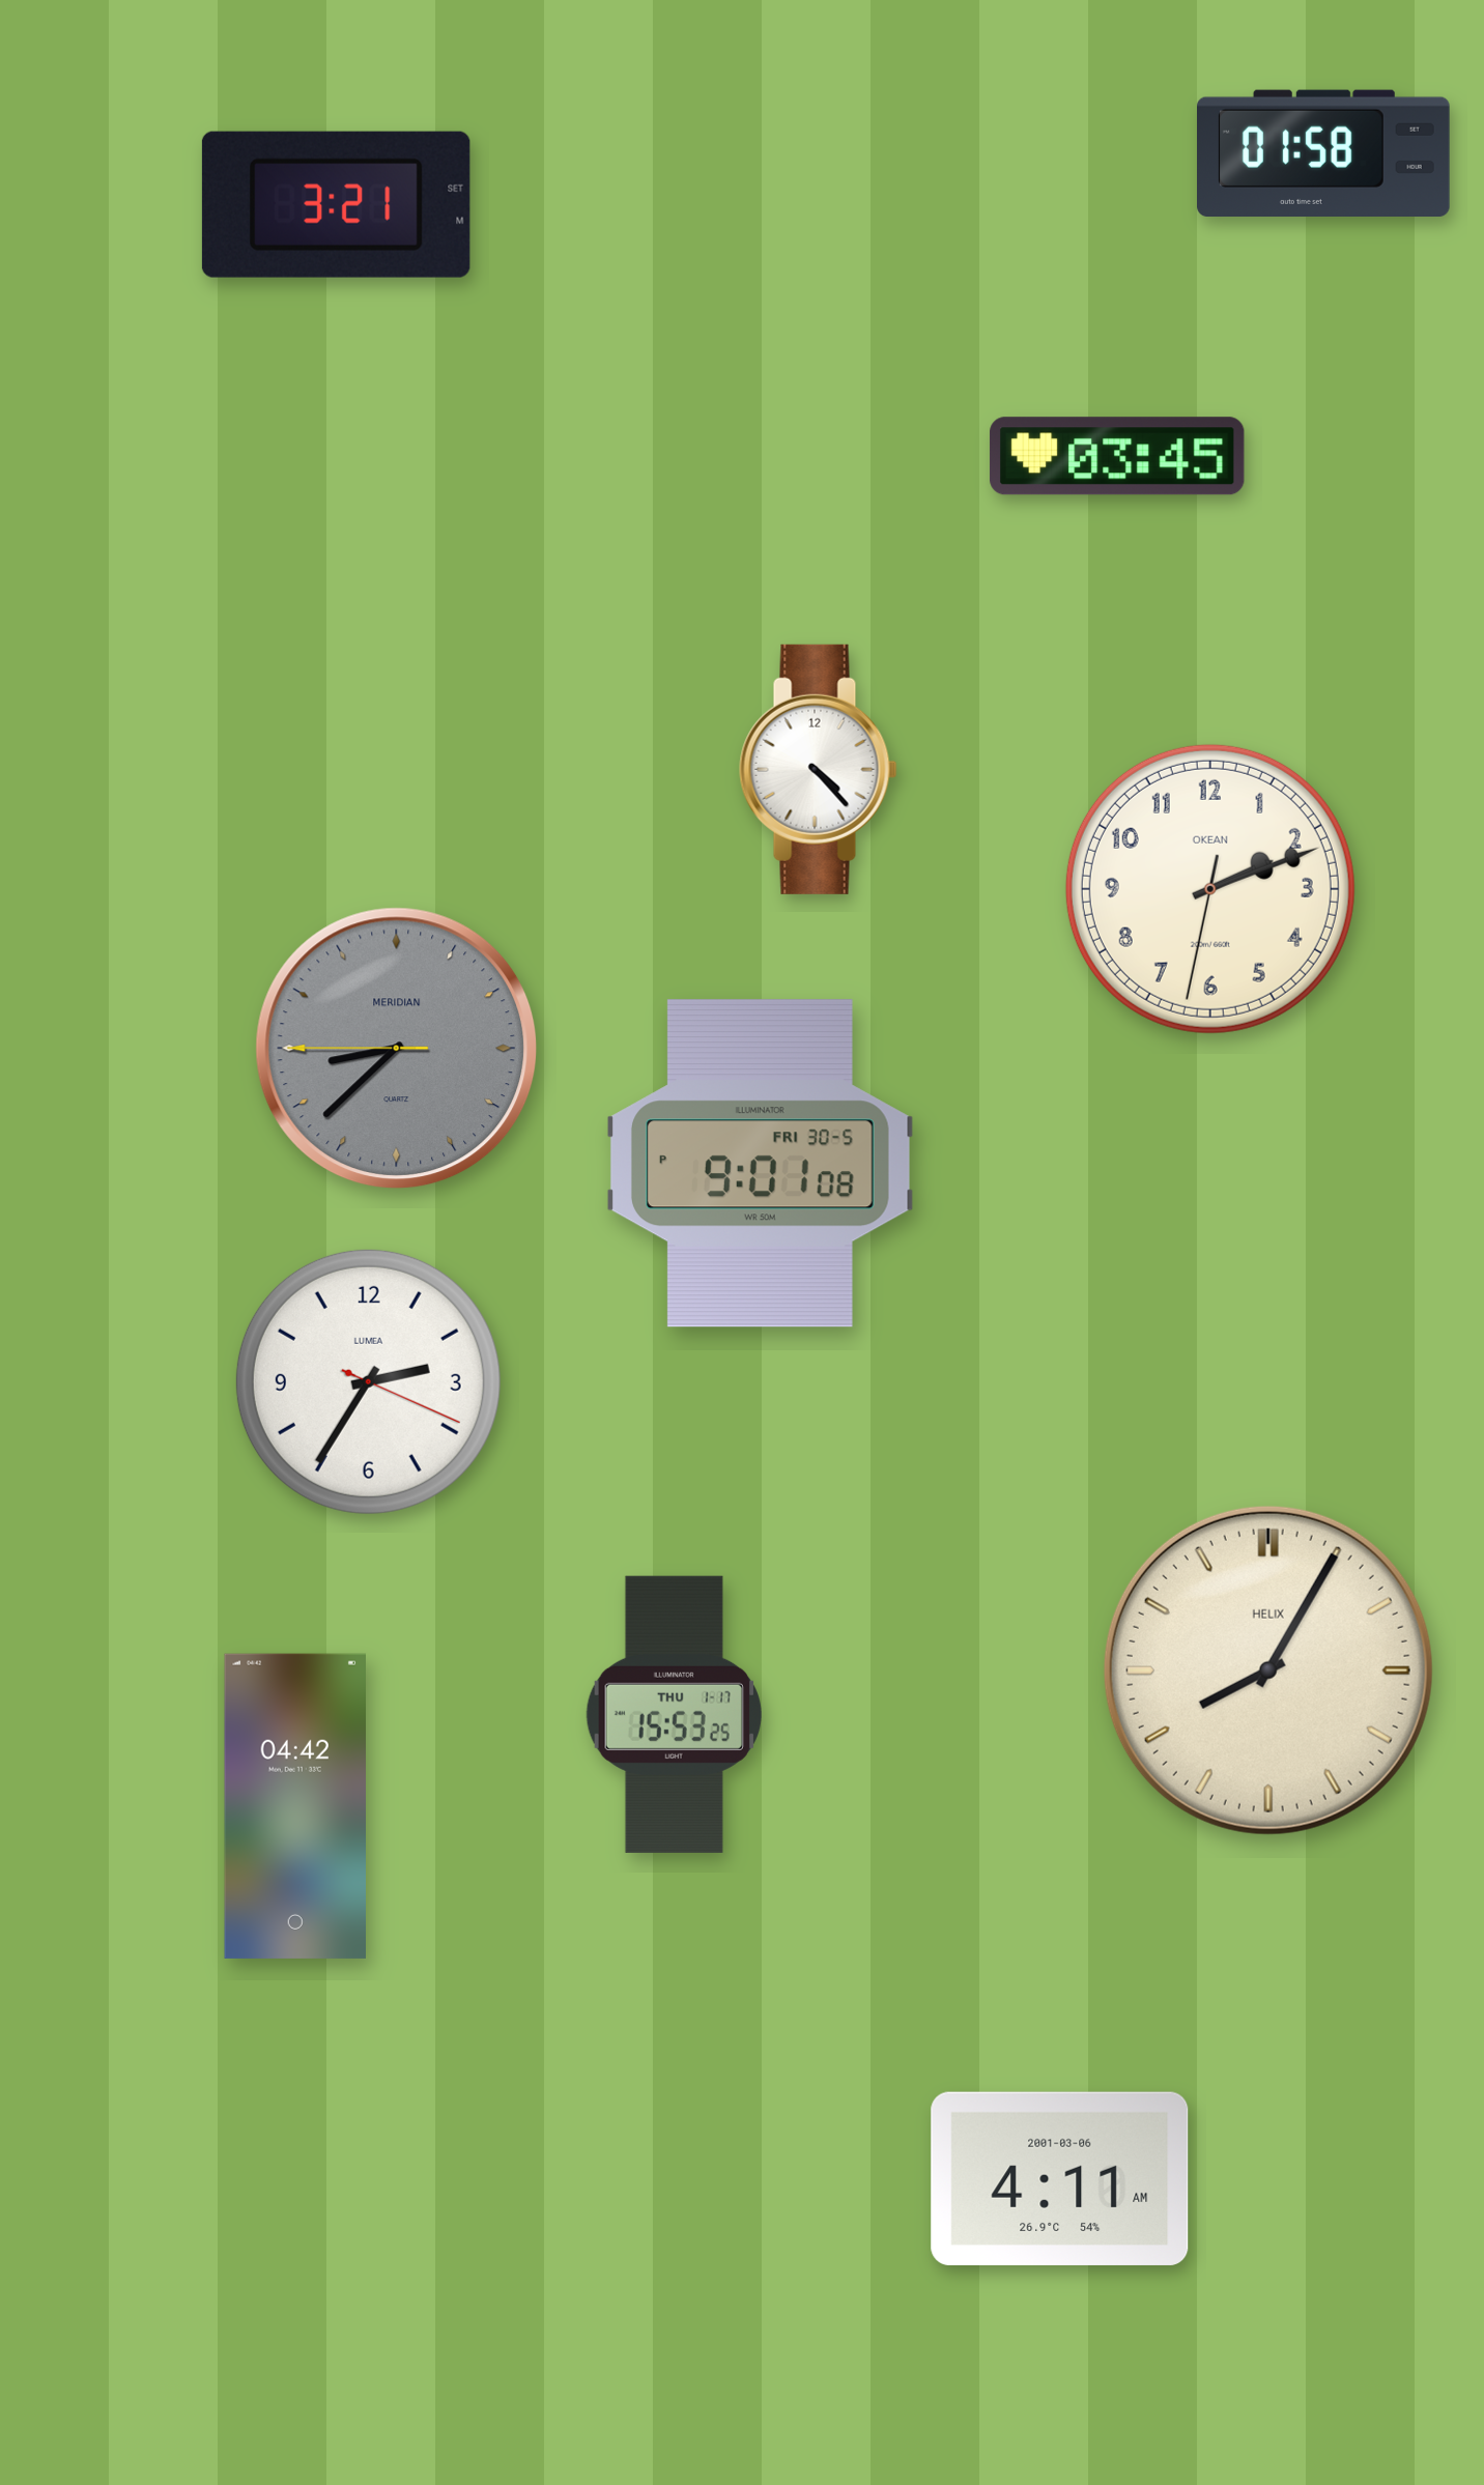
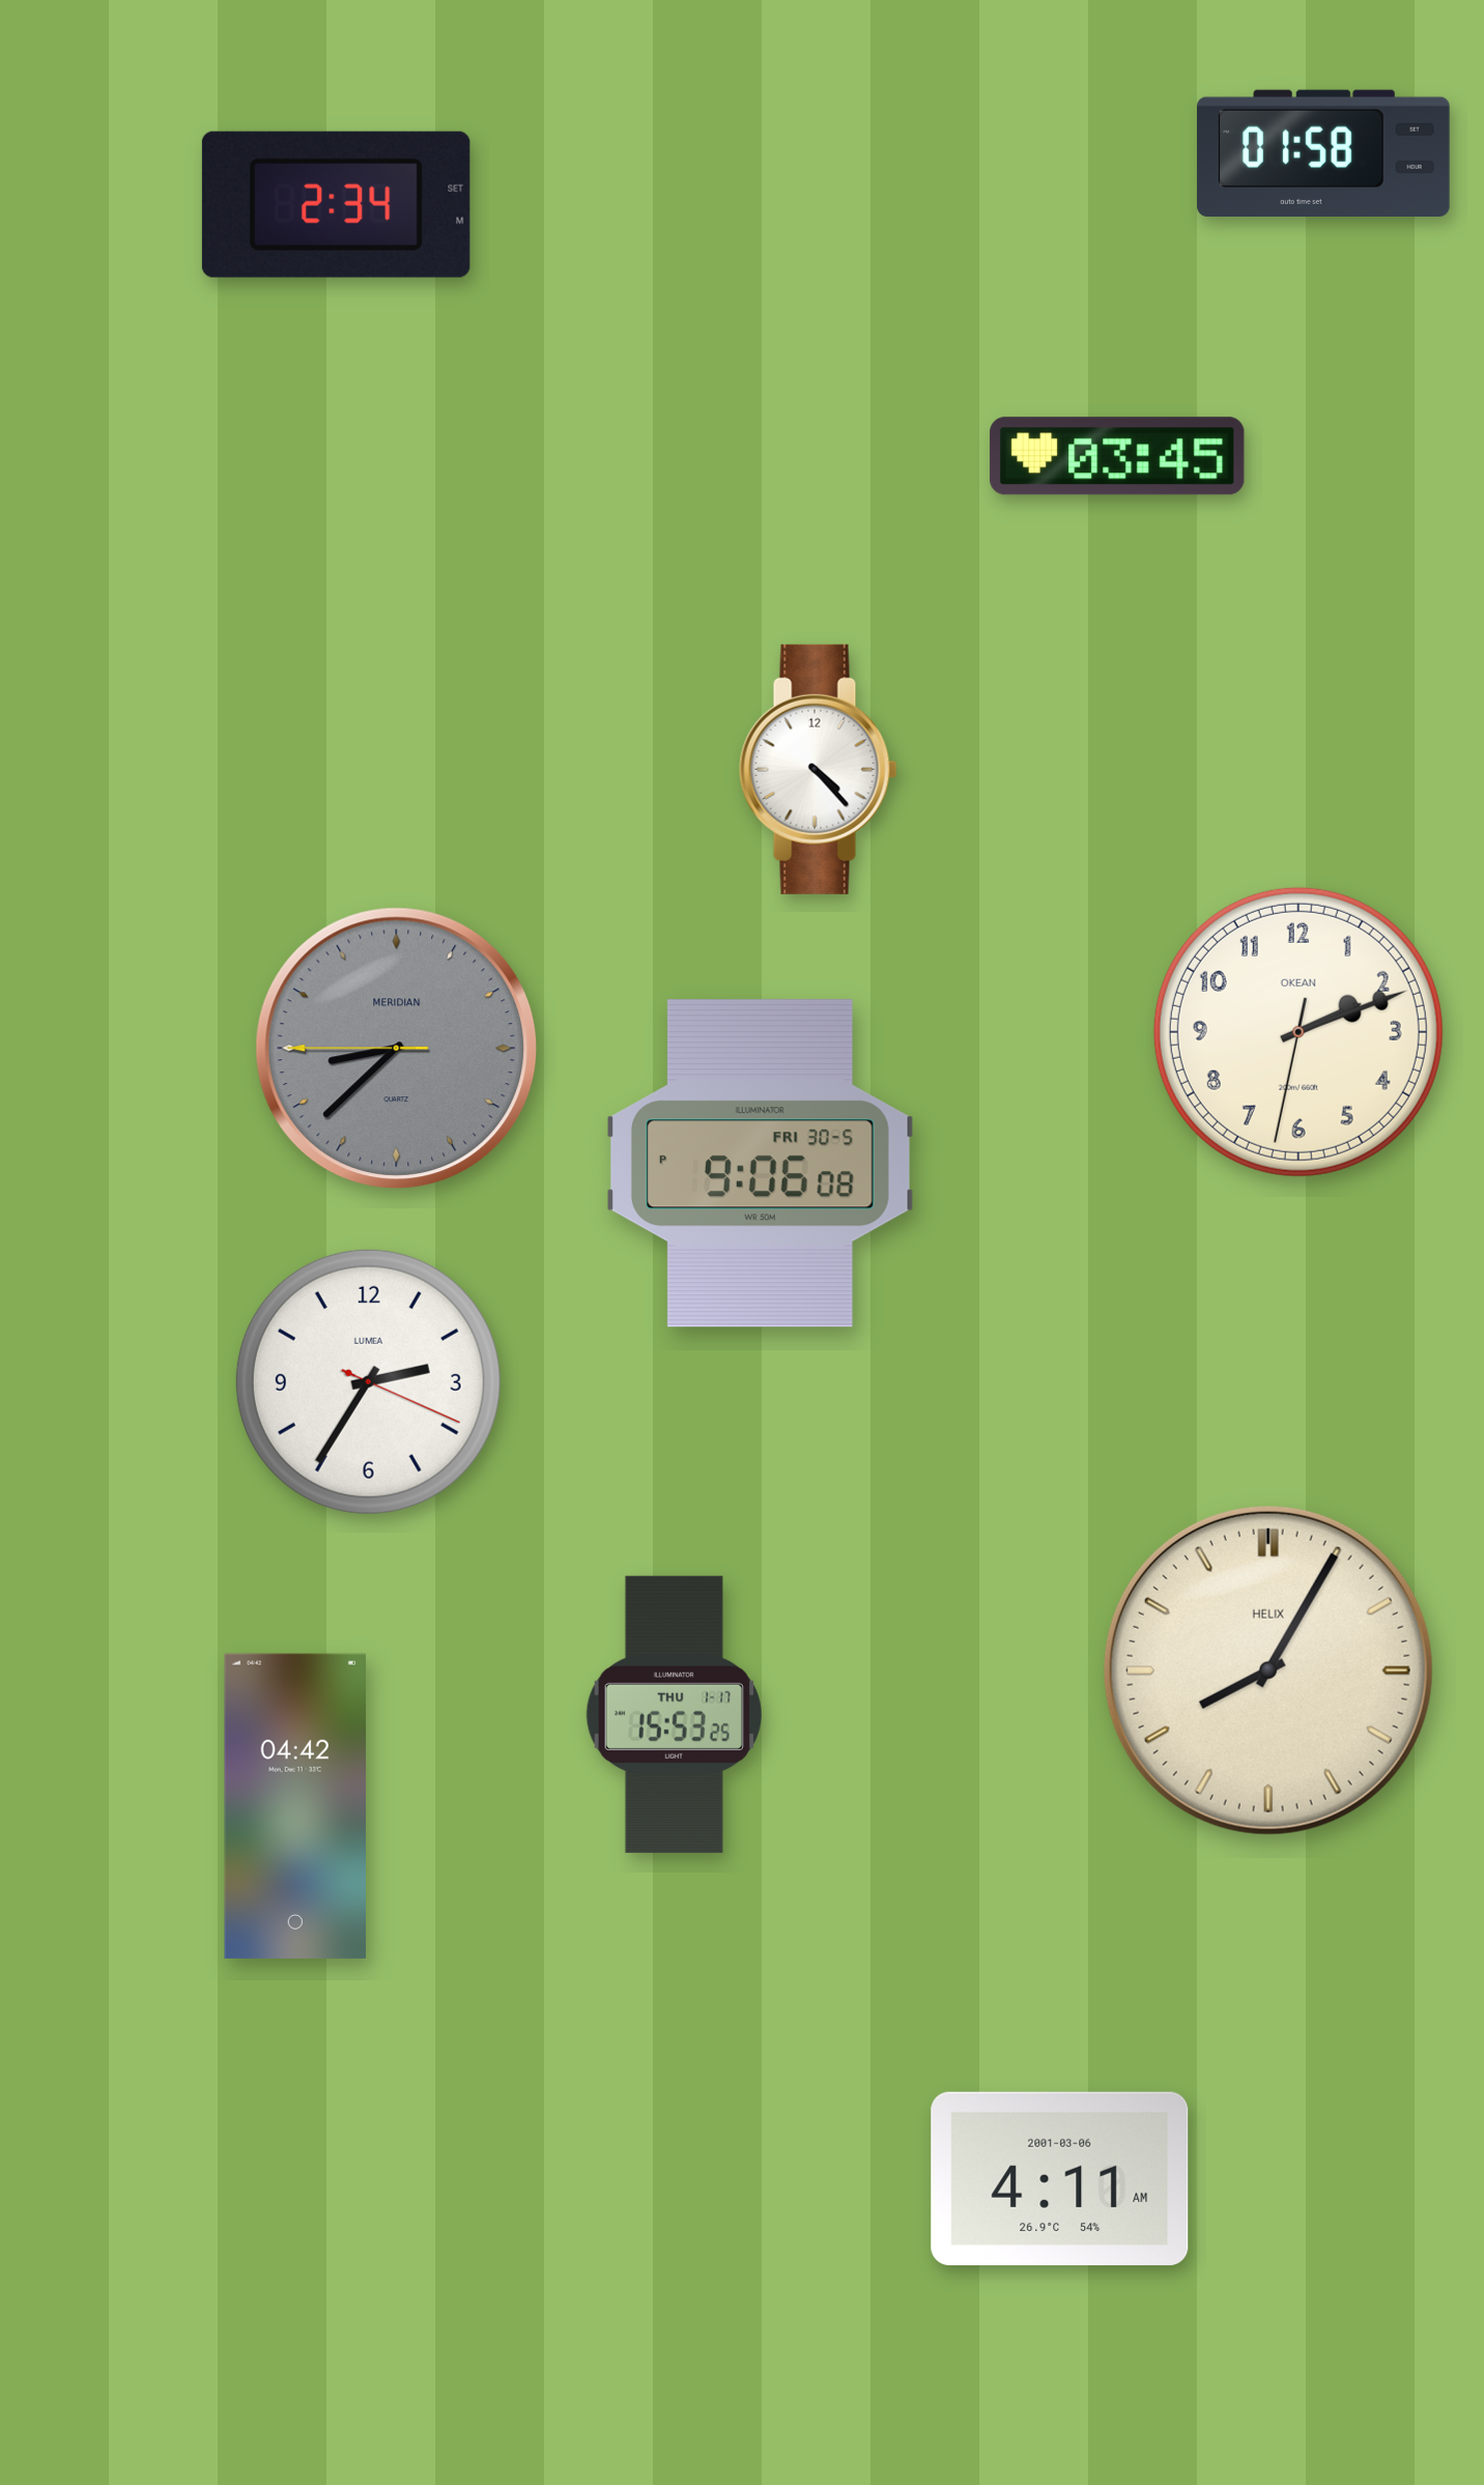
clock at (336, 204): 3:21 -> 2:34
clock at (1210, 889) position: (1210, 889) -> (1299, 1032)
clock at (760, 1164): 9:01 -> 9:06
